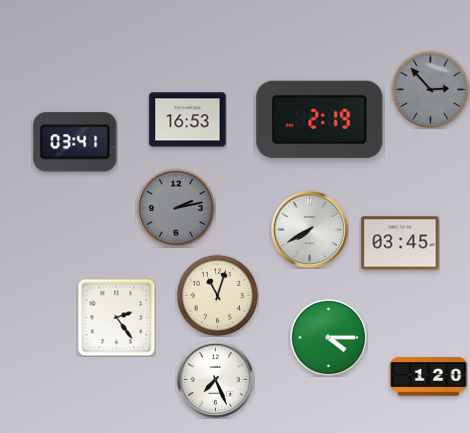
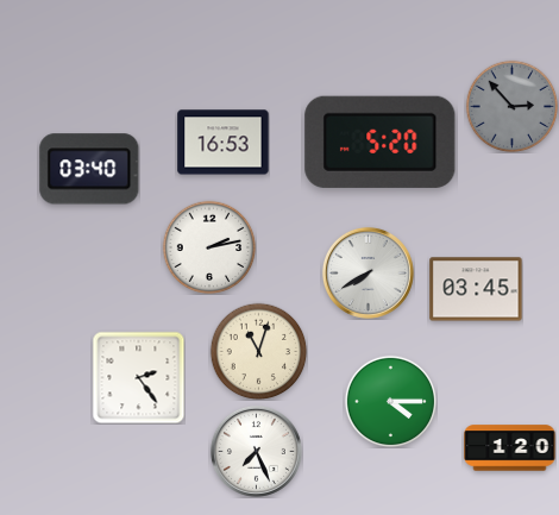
clock at (320, 119): 2:19 -> 5:20
clock at (75, 142): 03:41 -> 03:40
clock at (176, 208) dial: grey -> white
